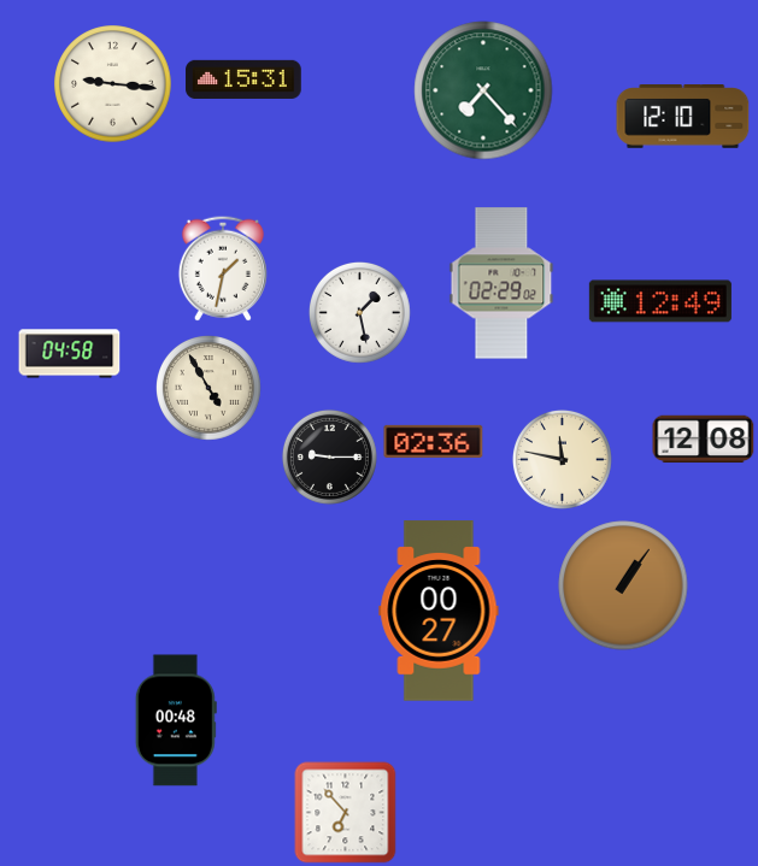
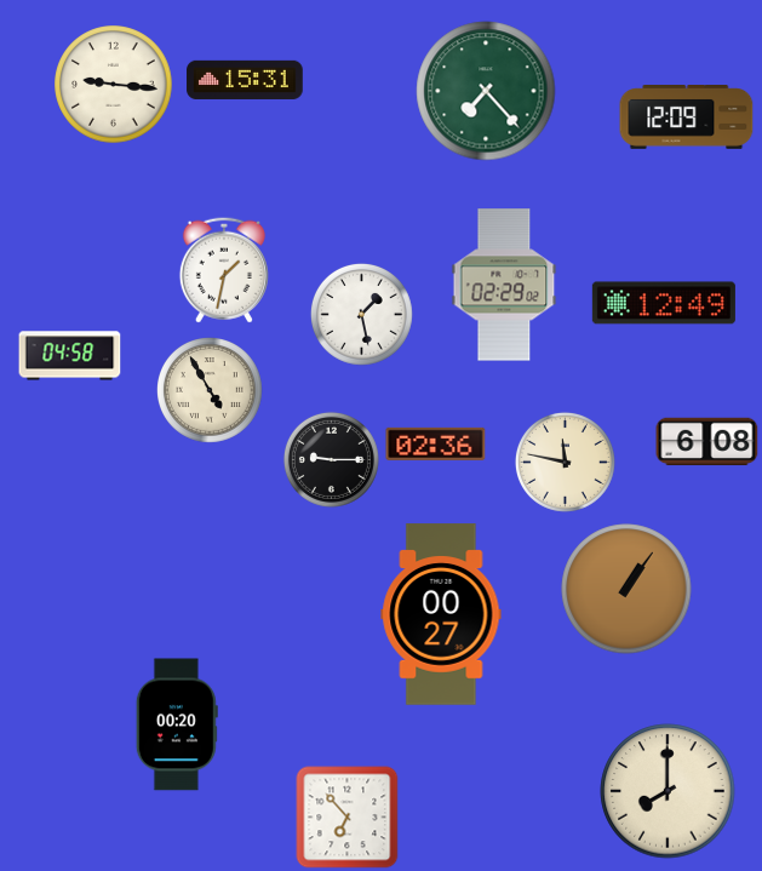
clock at (683, 117): 12:10 -> 12:09
clock at (704, 440): 12:08 -> 6:08
clock at (176, 720): 00:48 -> 00:20
clock at (668, 791): none -> 8:00
